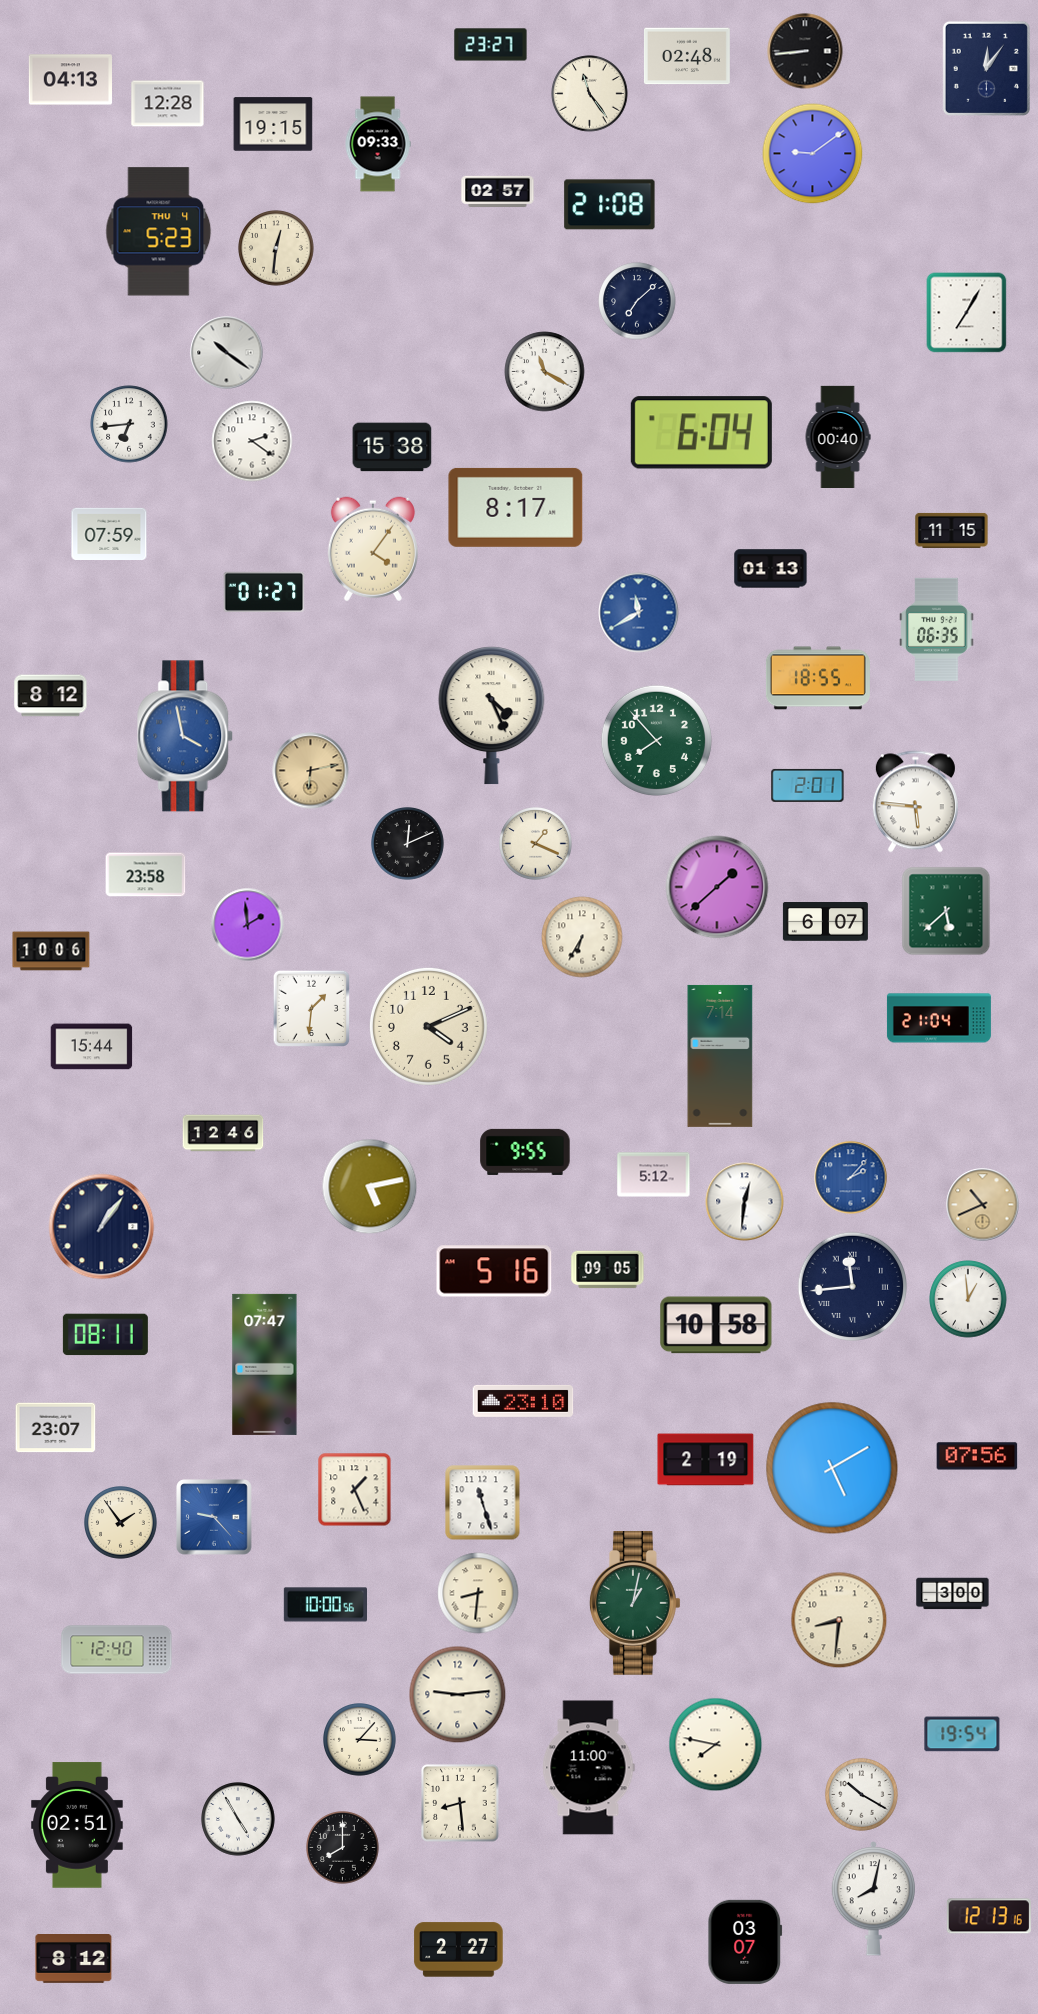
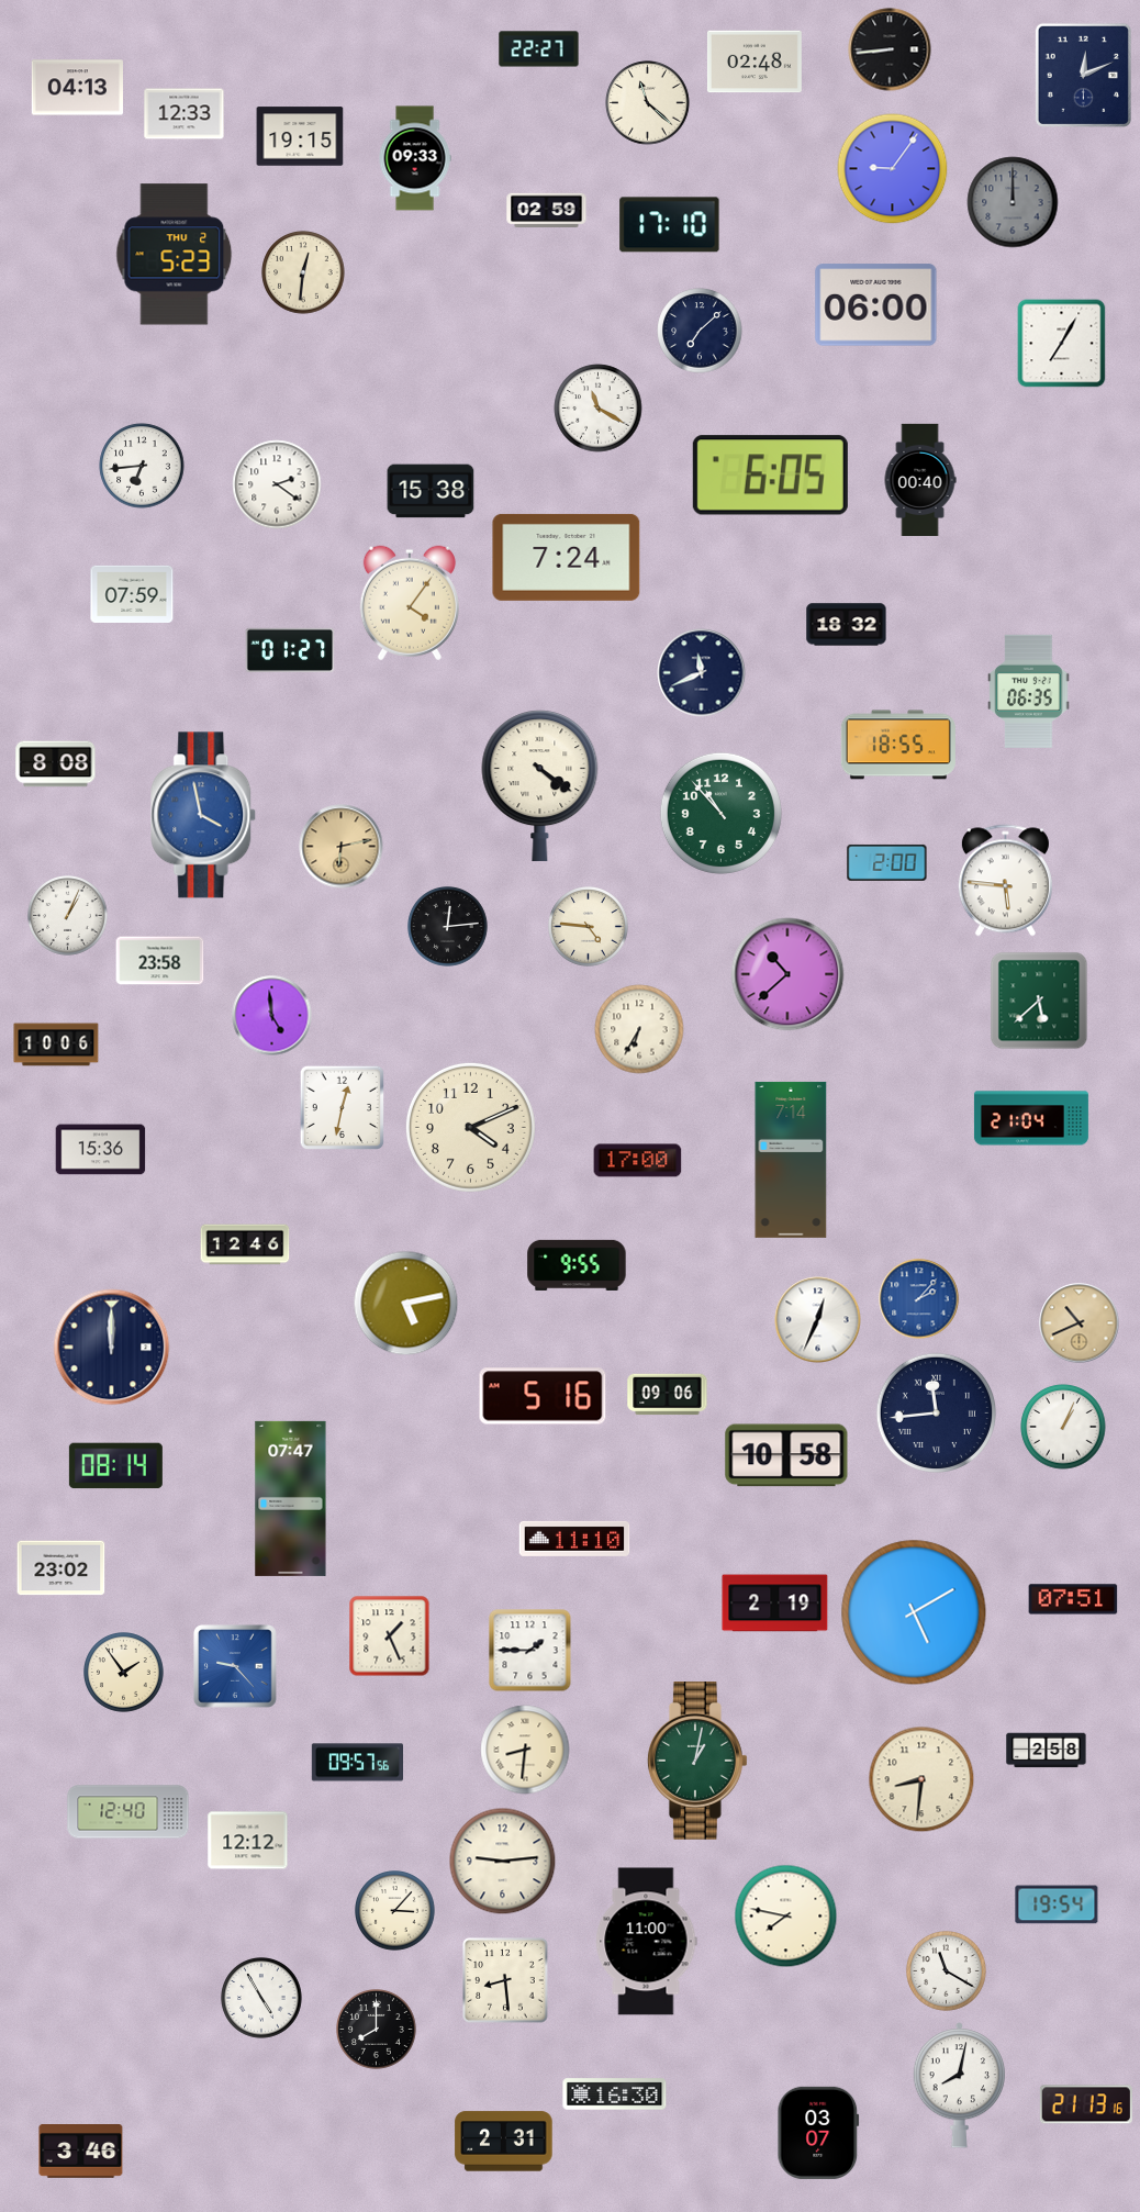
clock at (491, 45): 23:27 -> 22:27
clock at (805, 51) position: (805, 51) -> (890, 49)
clock at (986, 68): 12:06 -> 12:11
clock at (590, 94): 11:24 -> 11:22
clock at (168, 104): 12:28 -> 12:33
clock at (813, 154): 9:09 -> 9:06
clock at (1013, 202): none -> 12:00
clock at (498, 192): 02:57 -> 02:59
clock at (610, 205): 21:08 -> 17:10
clock at (159, 232) date: THU 4 -> THU 2
clock at (876, 305): none -> 06:00
clock at (227, 353): 10:21 -> none
clock at (701, 433): 6:04 -> 6:05
clock at (516, 507): 8:17 -> 7:24
clock at (952, 530): 11:15 -> none
clock at (109, 533) position: (109, 533) -> (132, 593)
clock at (771, 569): 01:13 -> 18:32
clock at (639, 613): 11:40 -> 11:41
clock at (639, 613) dial: blue -> navy
clock at (51, 696): 8:12 -> 8:08
clock at (492, 716): 4:26 -> 4:21
clock at (186, 736) position: (186, 736) -> (204, 815)
clock at (656, 740): 7:53 -> 10:53
clock at (808, 785): 2:01 -> 2:00
clock at (68, 916): none -> 1:04
clock at (408, 844): 12:11 -> 12:14
clock at (536, 844): 1:19 -> 4:46
clock at (717, 887): 1:38 -> 10:38
clock at (825, 922): 6:07 -> none
clock at (248, 925): 1:59 -> 4:59
clock at (311, 1008): 1:31 -> 12:32
clock at (92, 1047): 15:44 -> 15:36
clock at (638, 1161): none -> 17:00
clock at (654, 1175): 5:12 -> none
clock at (851, 1178) position: (851, 1178) -> (919, 1299)
clock at (745, 1202): 12:31 -> 12:34
clock at (102, 1227): 1:06 -> 12:00
clock at (608, 1270): 09:05 -> 09:06
clock at (968, 1299): 12:59 -> 1:04
clock at (105, 1335): 08:11 -> 08:14
clock at (523, 1401): 23:10 -> 11:10
clock at (56, 1428): 23:07 -> 23:02
clock at (977, 1456): 07:56 -> 07:51
clock at (483, 1503): 11:27 -> 1:45
clock at (121, 1523) position: (121, 1523) -> (124, 1673)
clock at (953, 1594): 3:00 -> 2:58
clock at (325, 1605): 10:00 -> 09:57
clock at (248, 1841): none -> 12:12
clock at (862, 1795): 10:20 -> 11:20
clock at (78, 1825): 02:51 -> none
clock at (615, 2094): none -> 16:30
clock at (989, 1916): 12:13 -> 21:13
clock at (459, 1950): 2:27 -> 2:31
clock at (74, 1959): 8:12 -> 3:46
